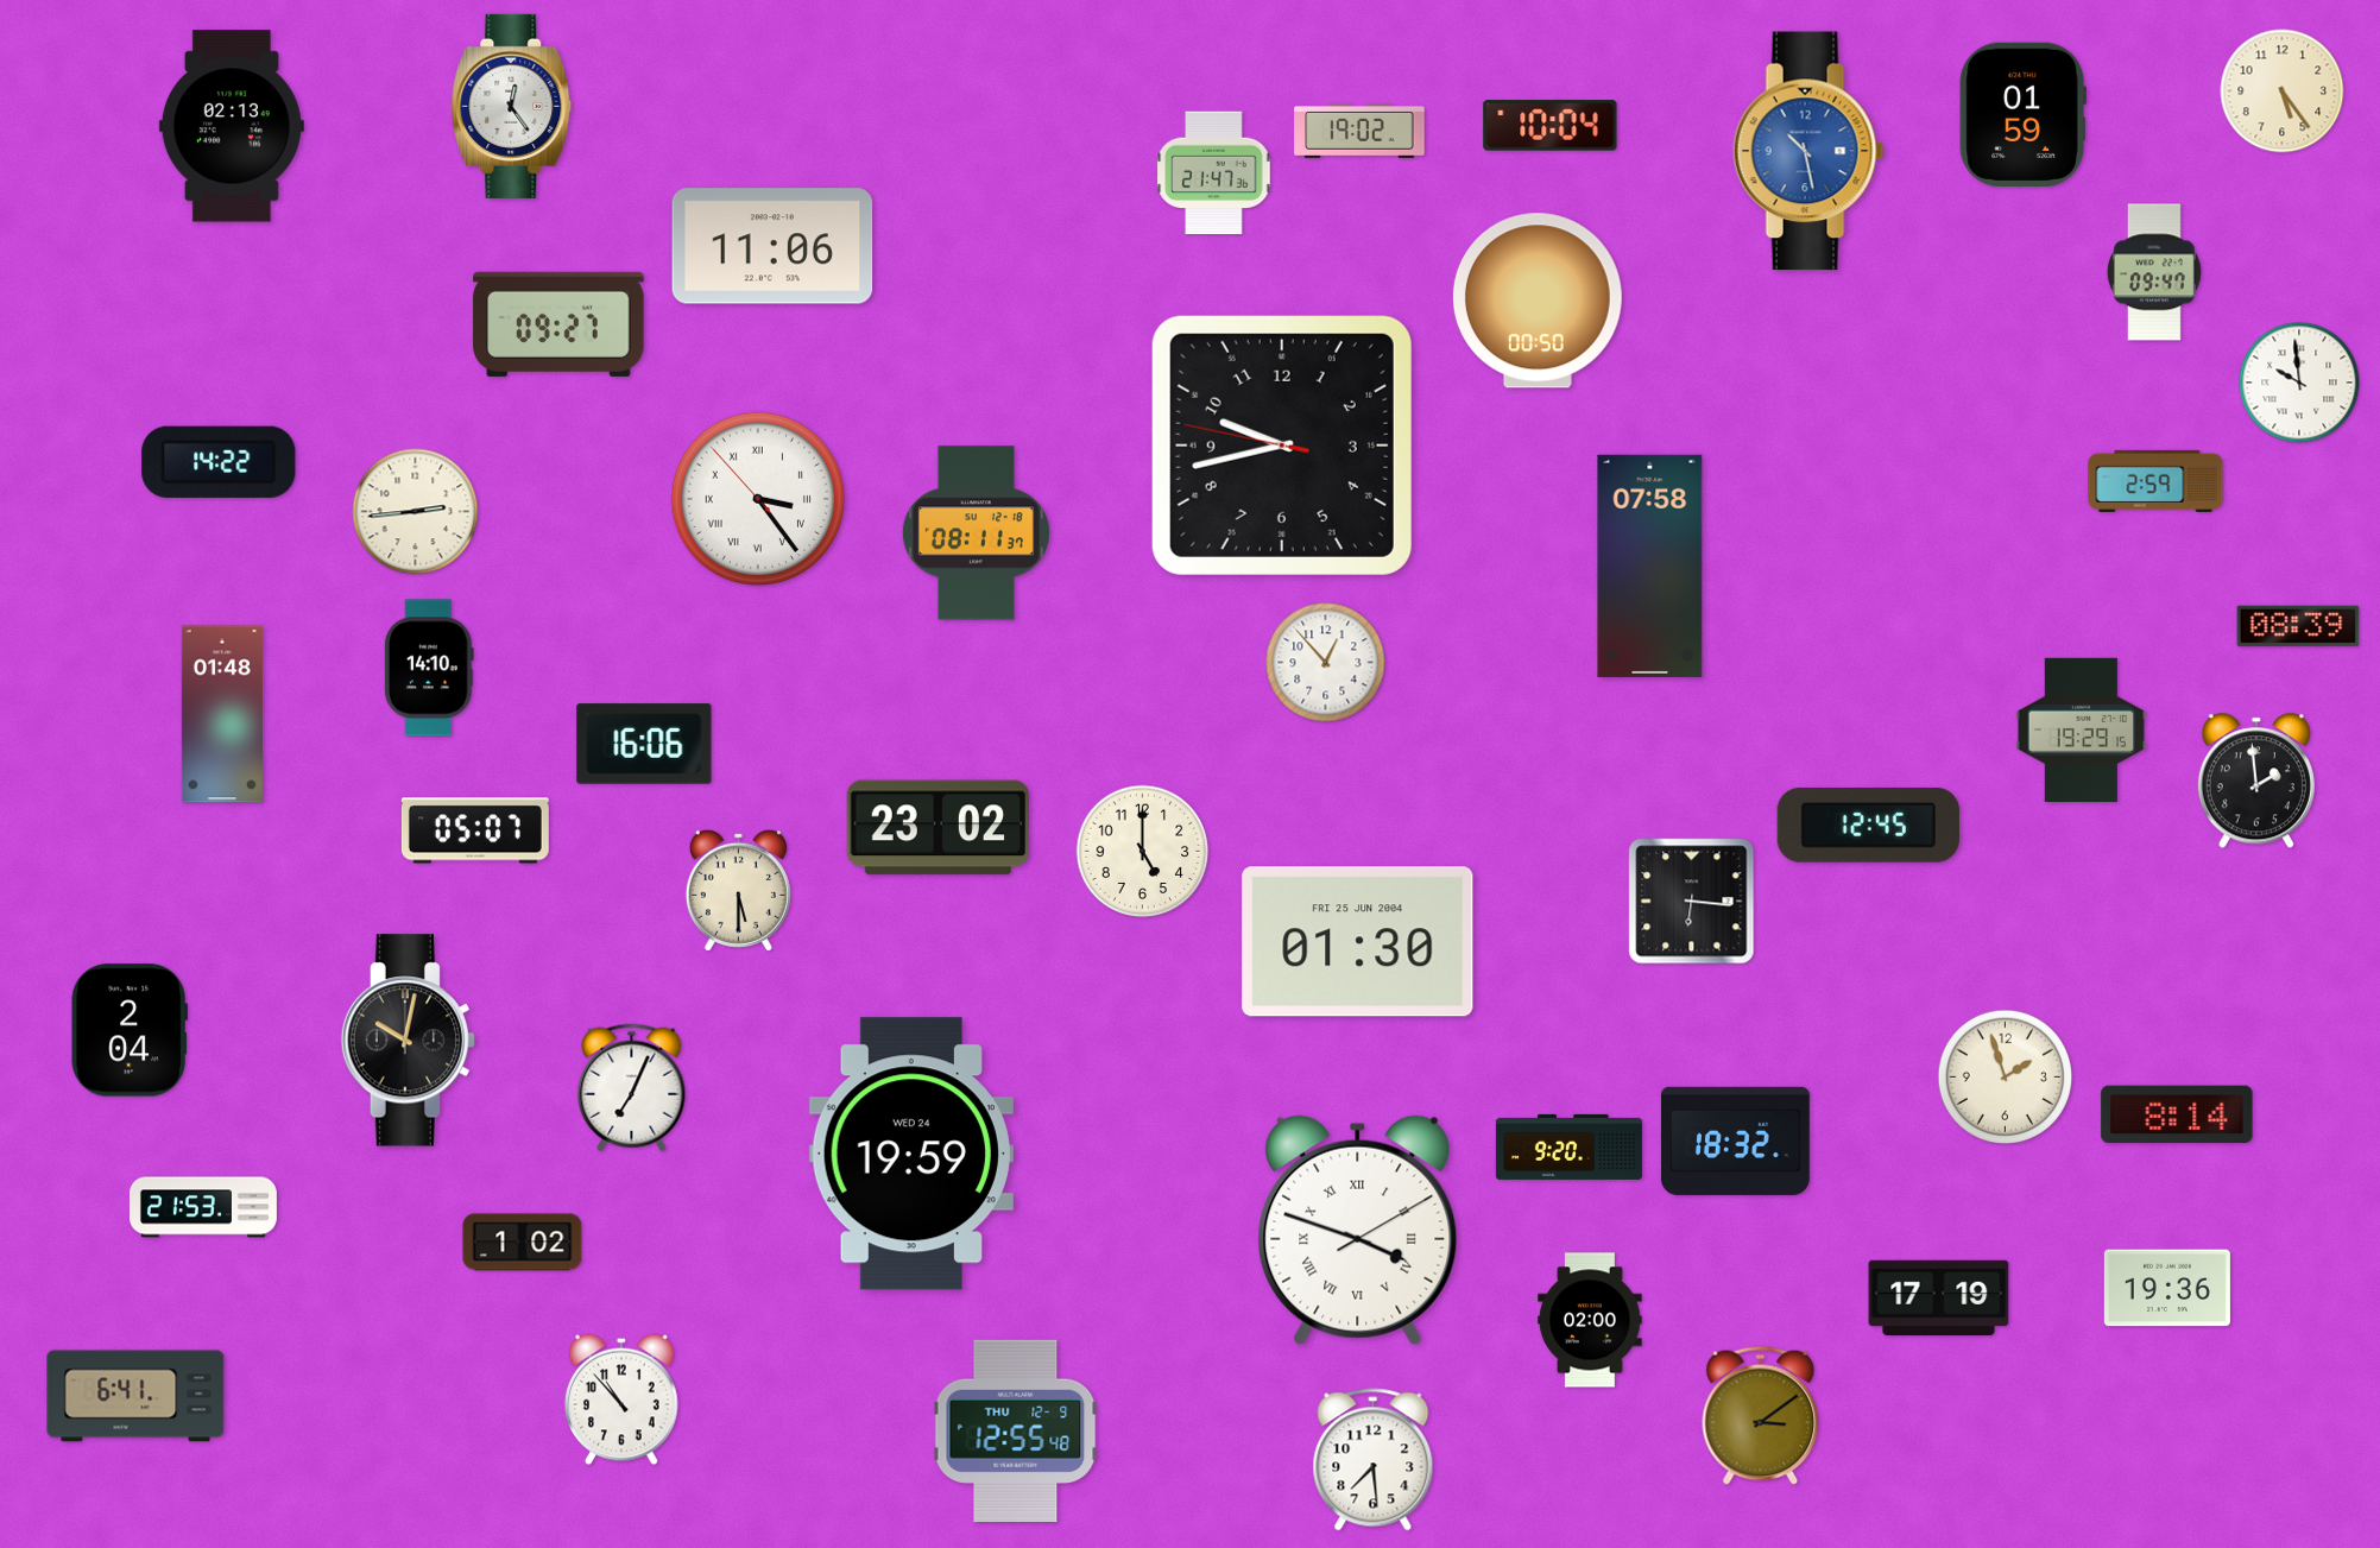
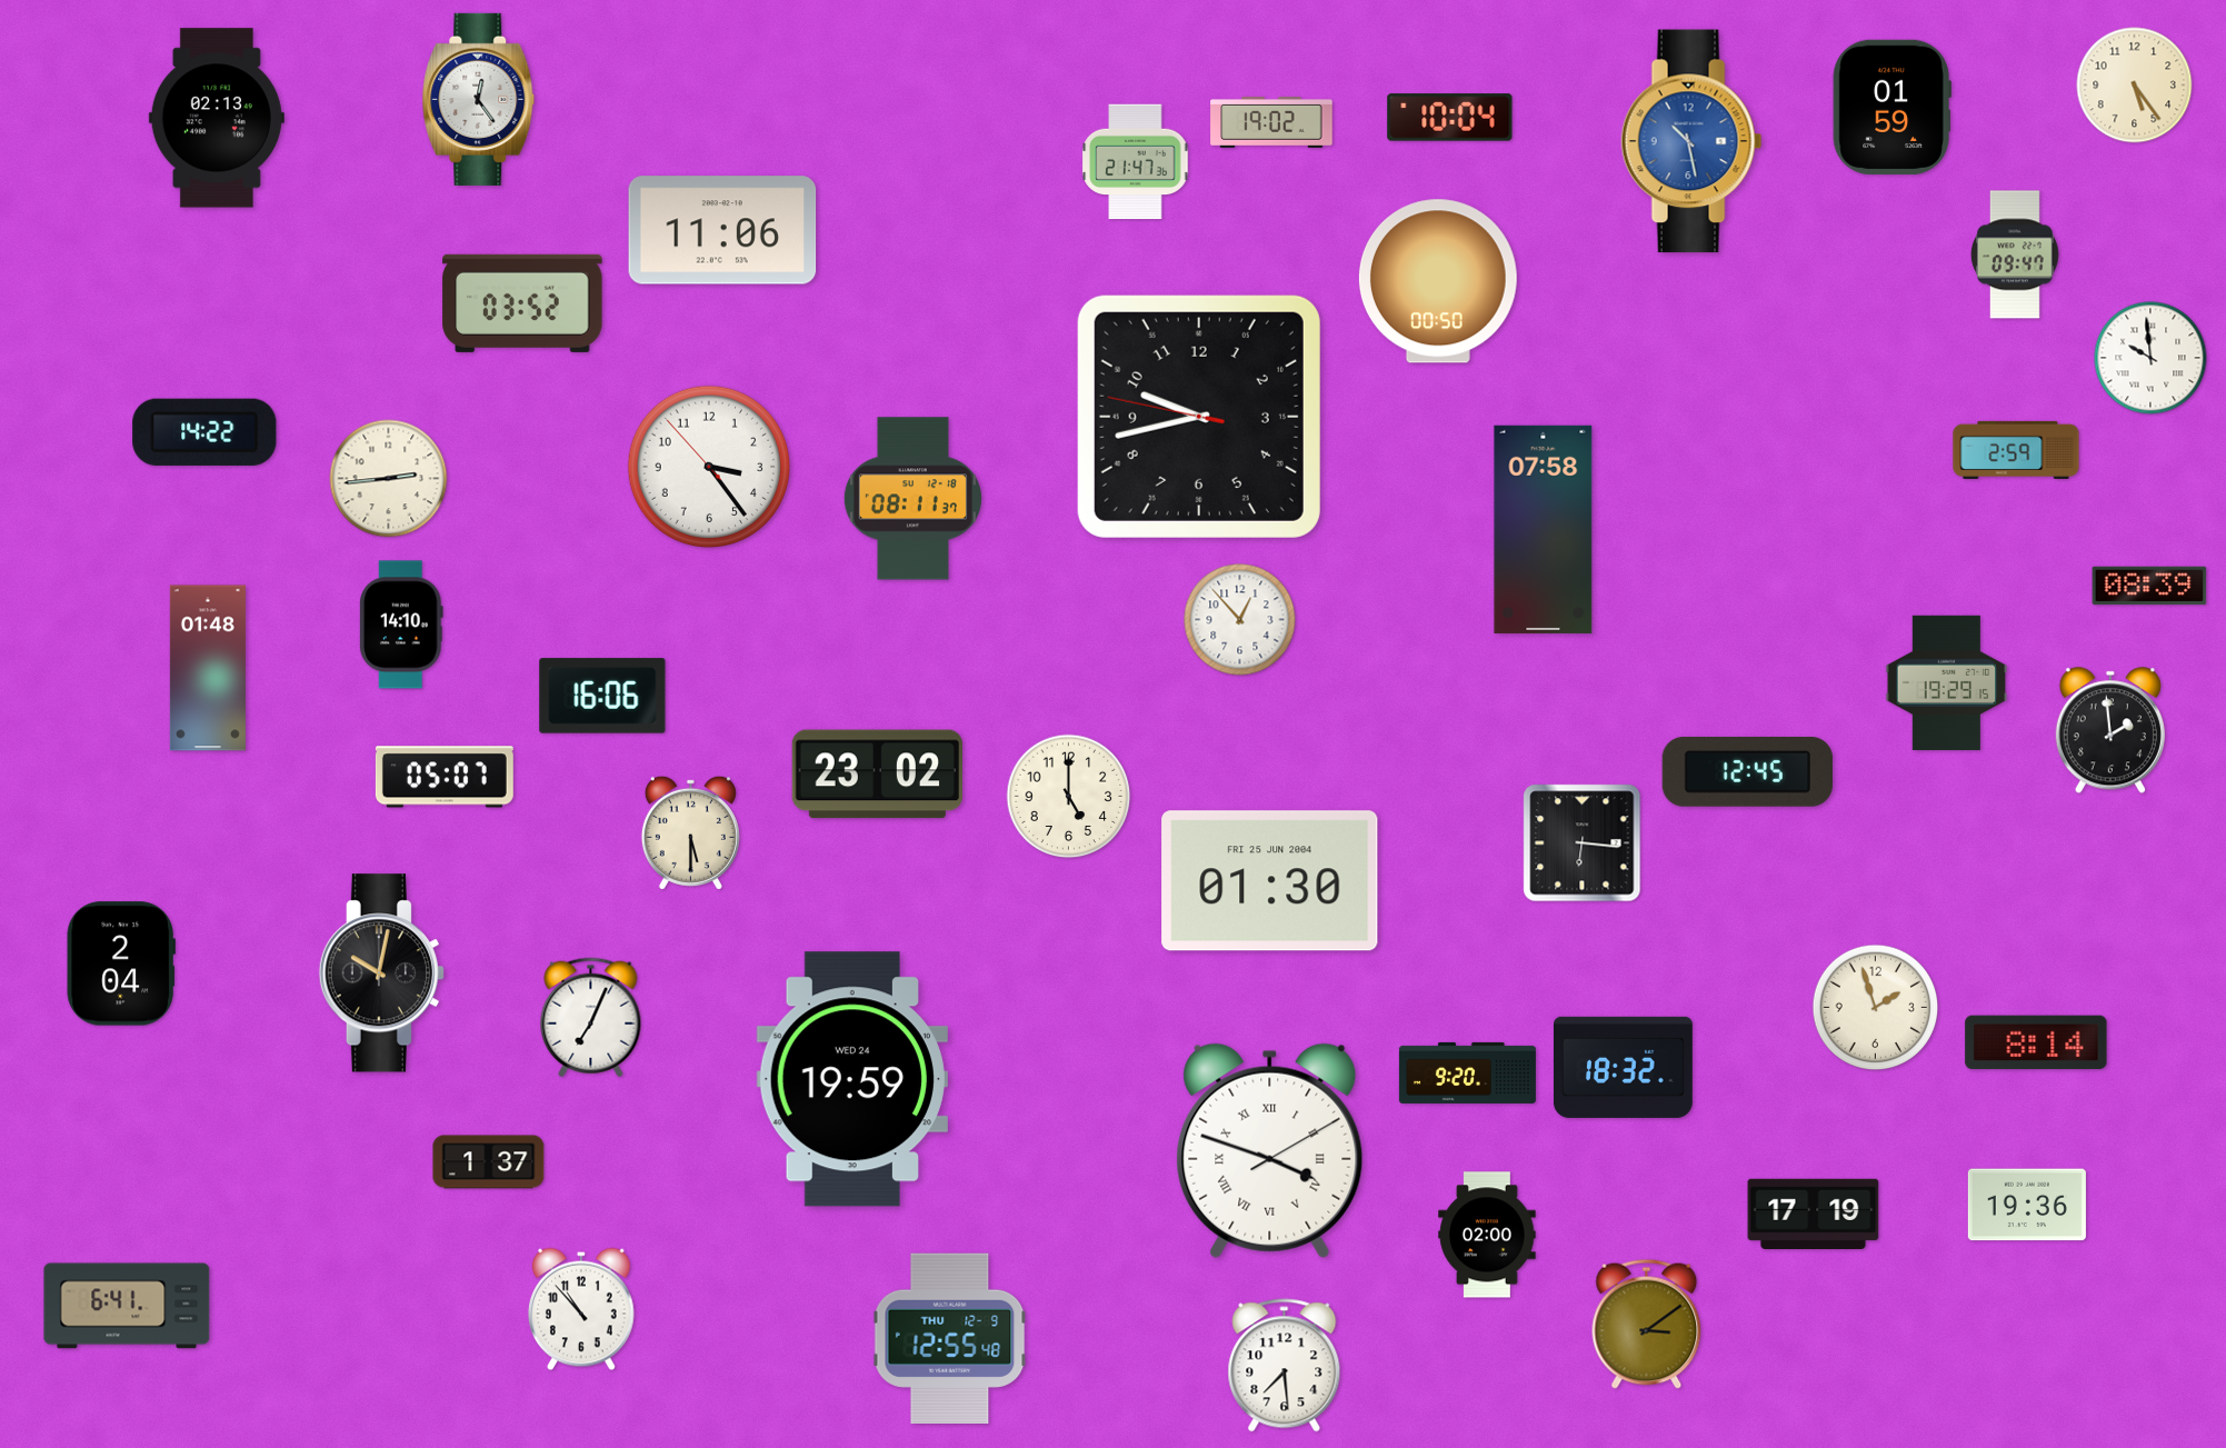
clock at (558, 324): 09:27 -> 03:52
clock at (757, 498) numerals: Roman -> Arabic
clock at (203, 1207): 21:53 -> none
clock at (523, 1243): 1:02 -> 1:37
